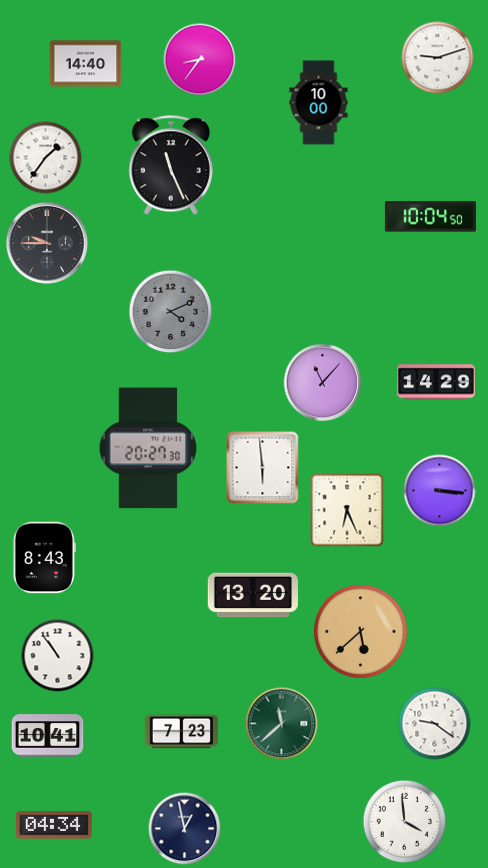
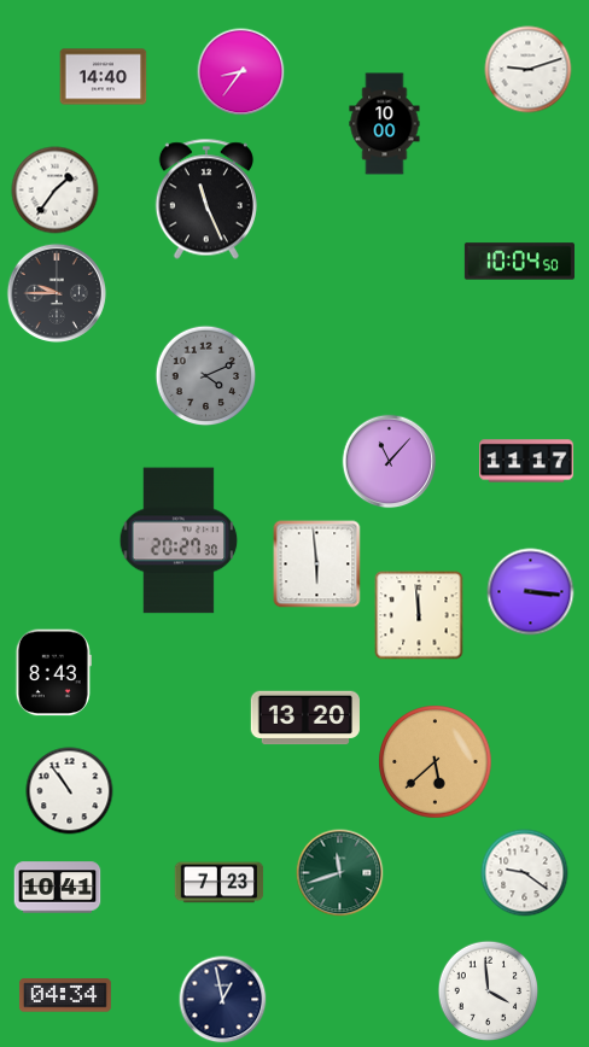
clock at (436, 382): 14:29 -> 11:17
clock at (347, 510): 6:26 -> 11:59
clock at (282, 724): 11:38 -> 11:42
